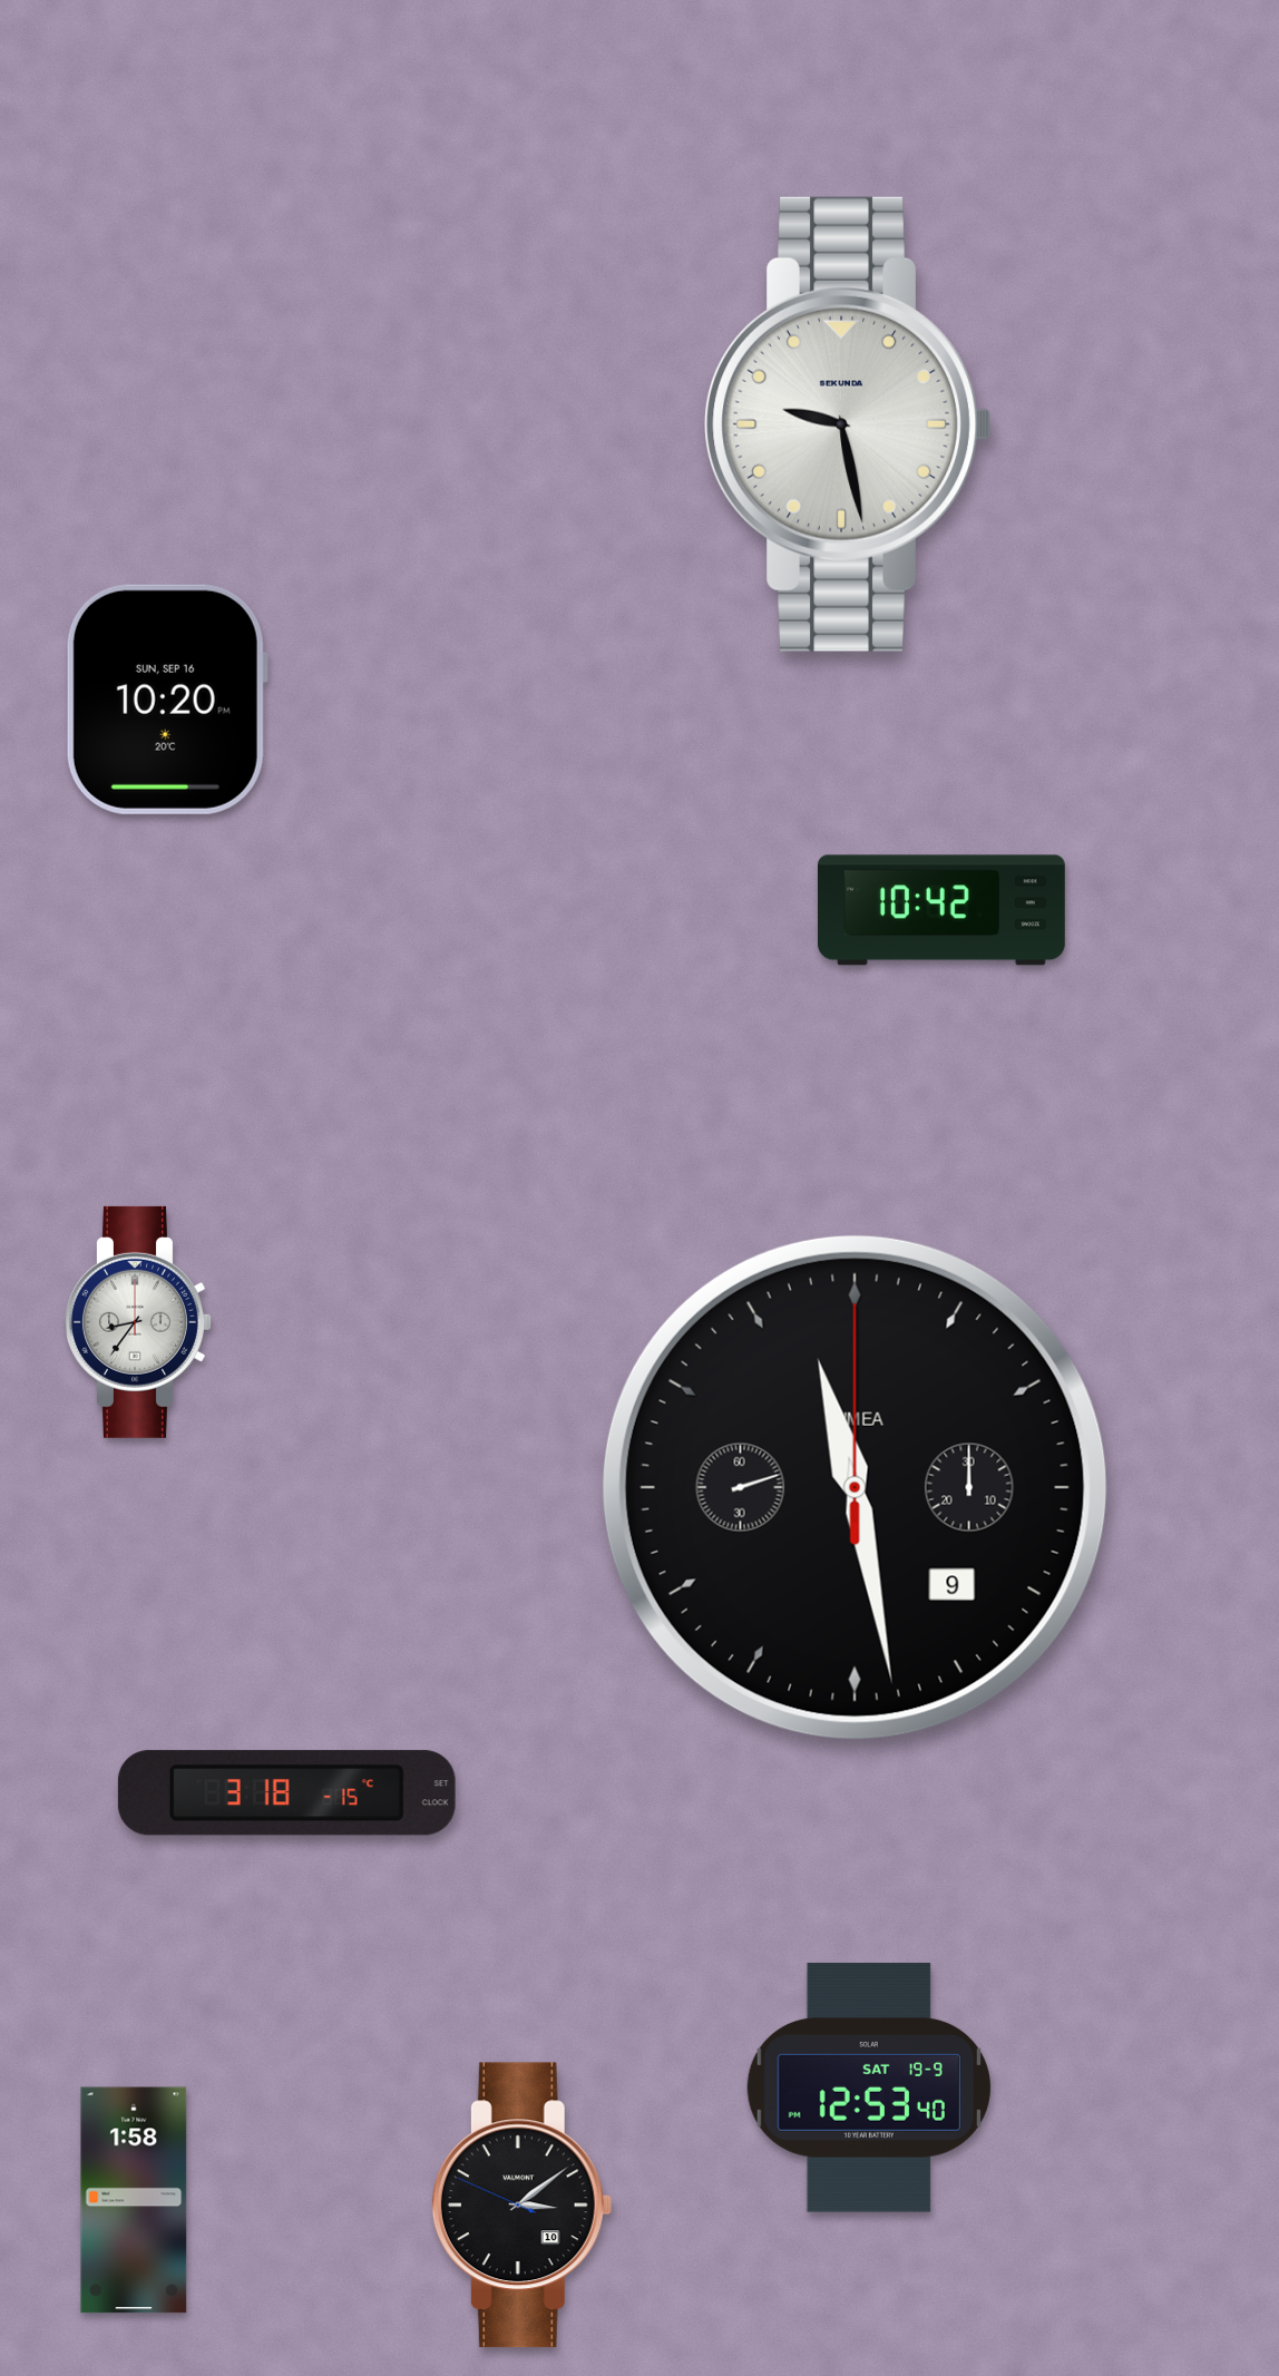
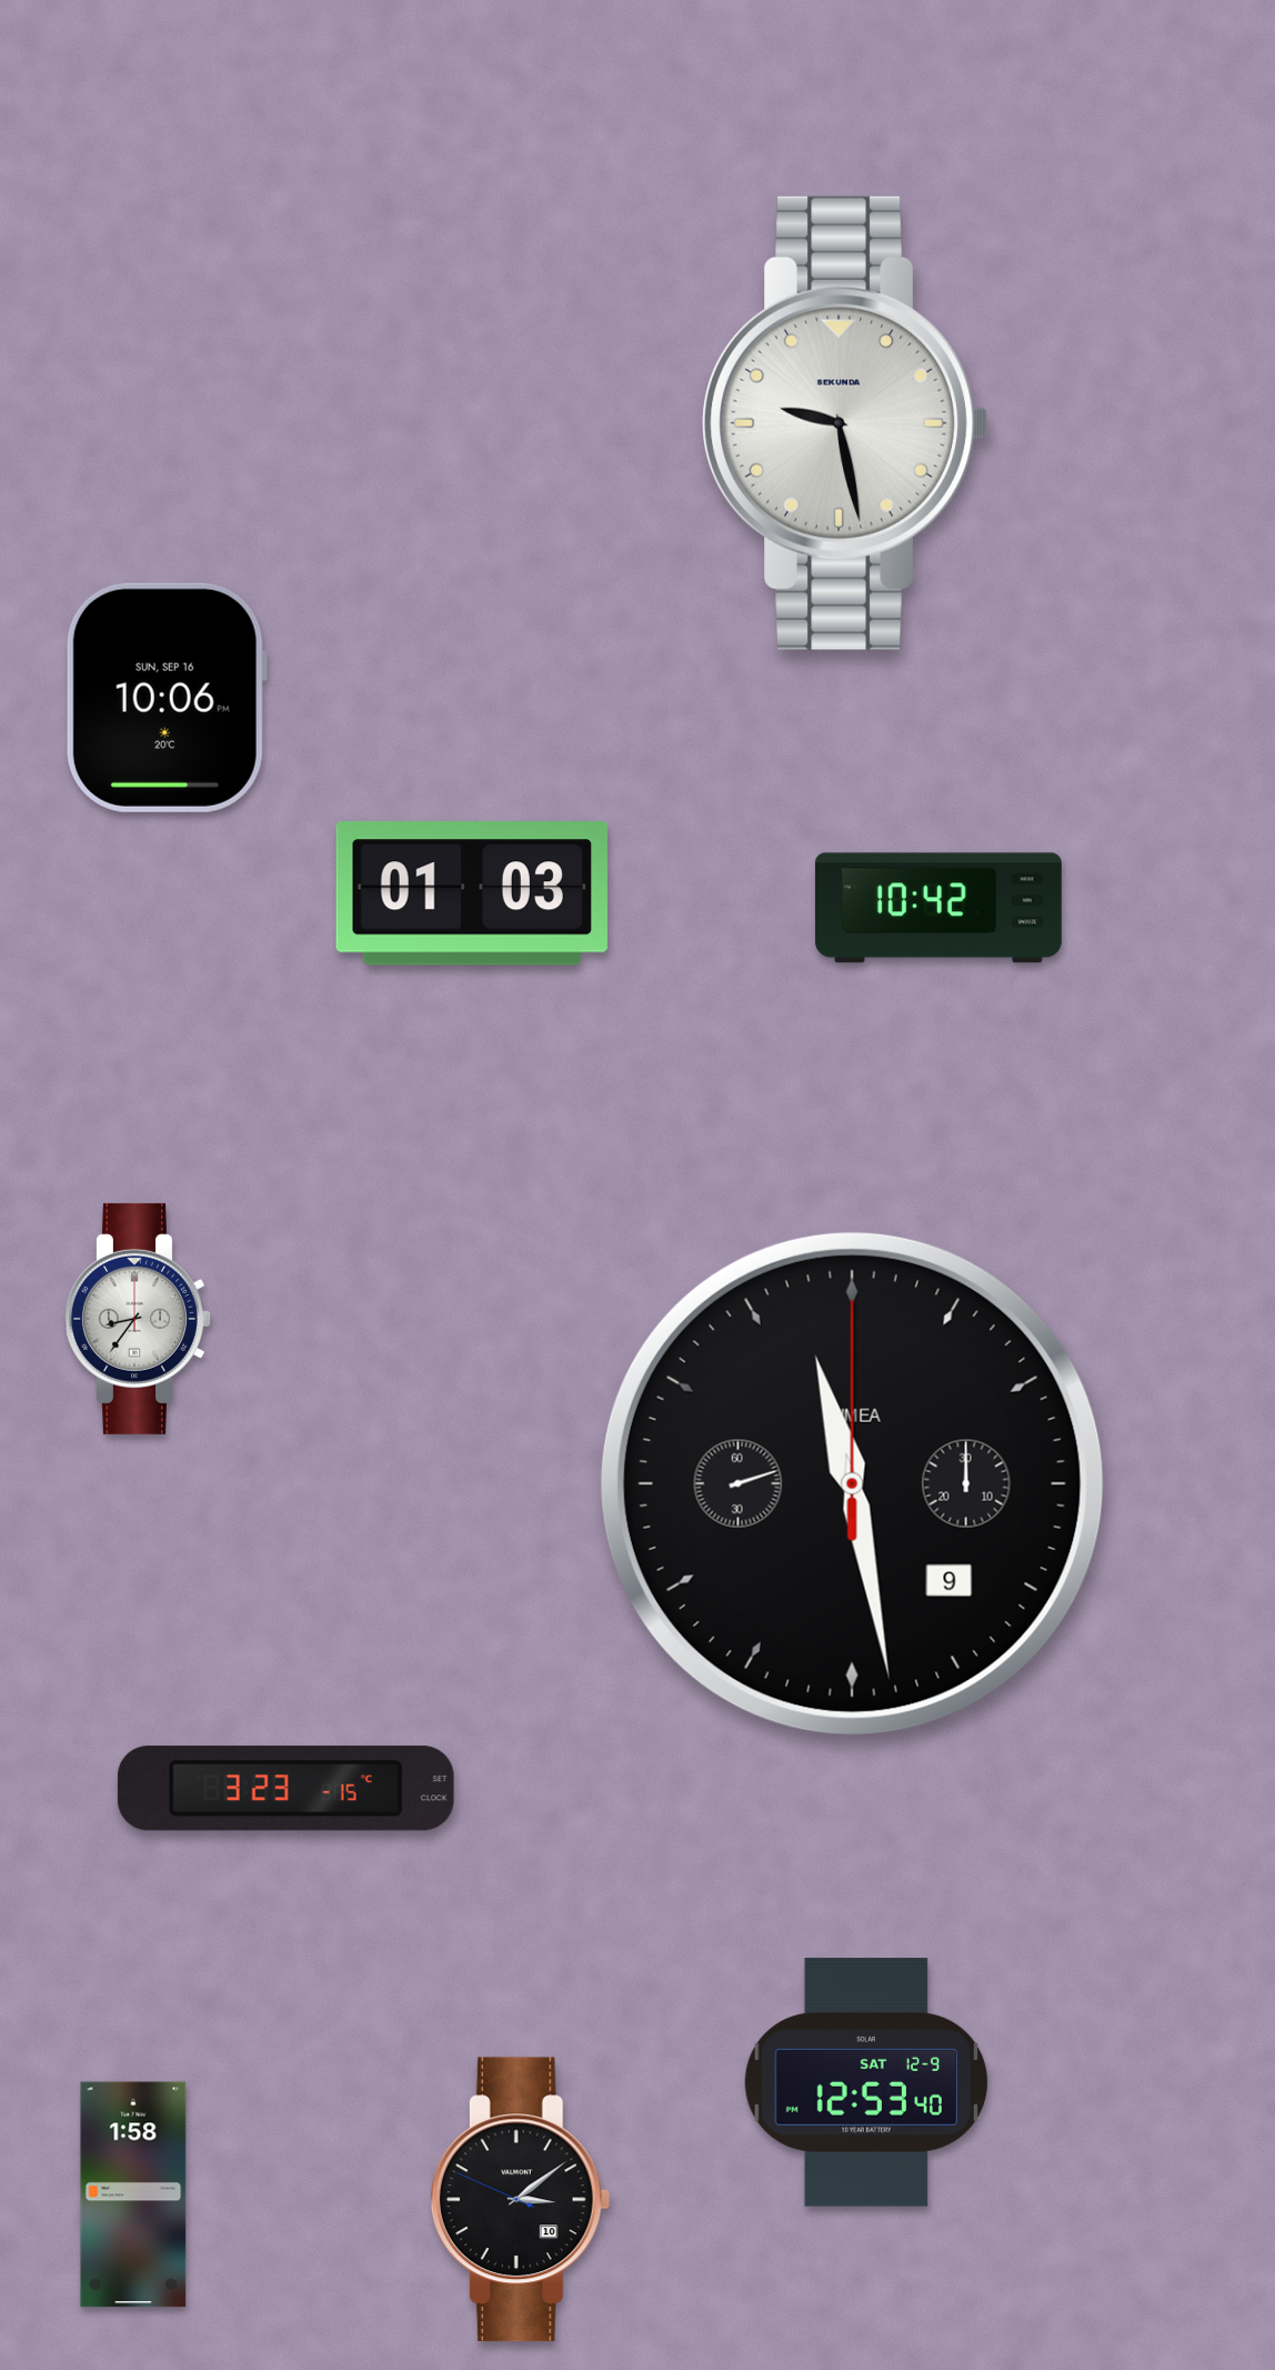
clock at (167, 700): 10:20 -> 10:06
clock at (472, 893): none -> 01:03
clock at (286, 1793): 3:18 -> 3:23
clock at (869, 2087) date: SAT 19-9 -> SAT 12-9
